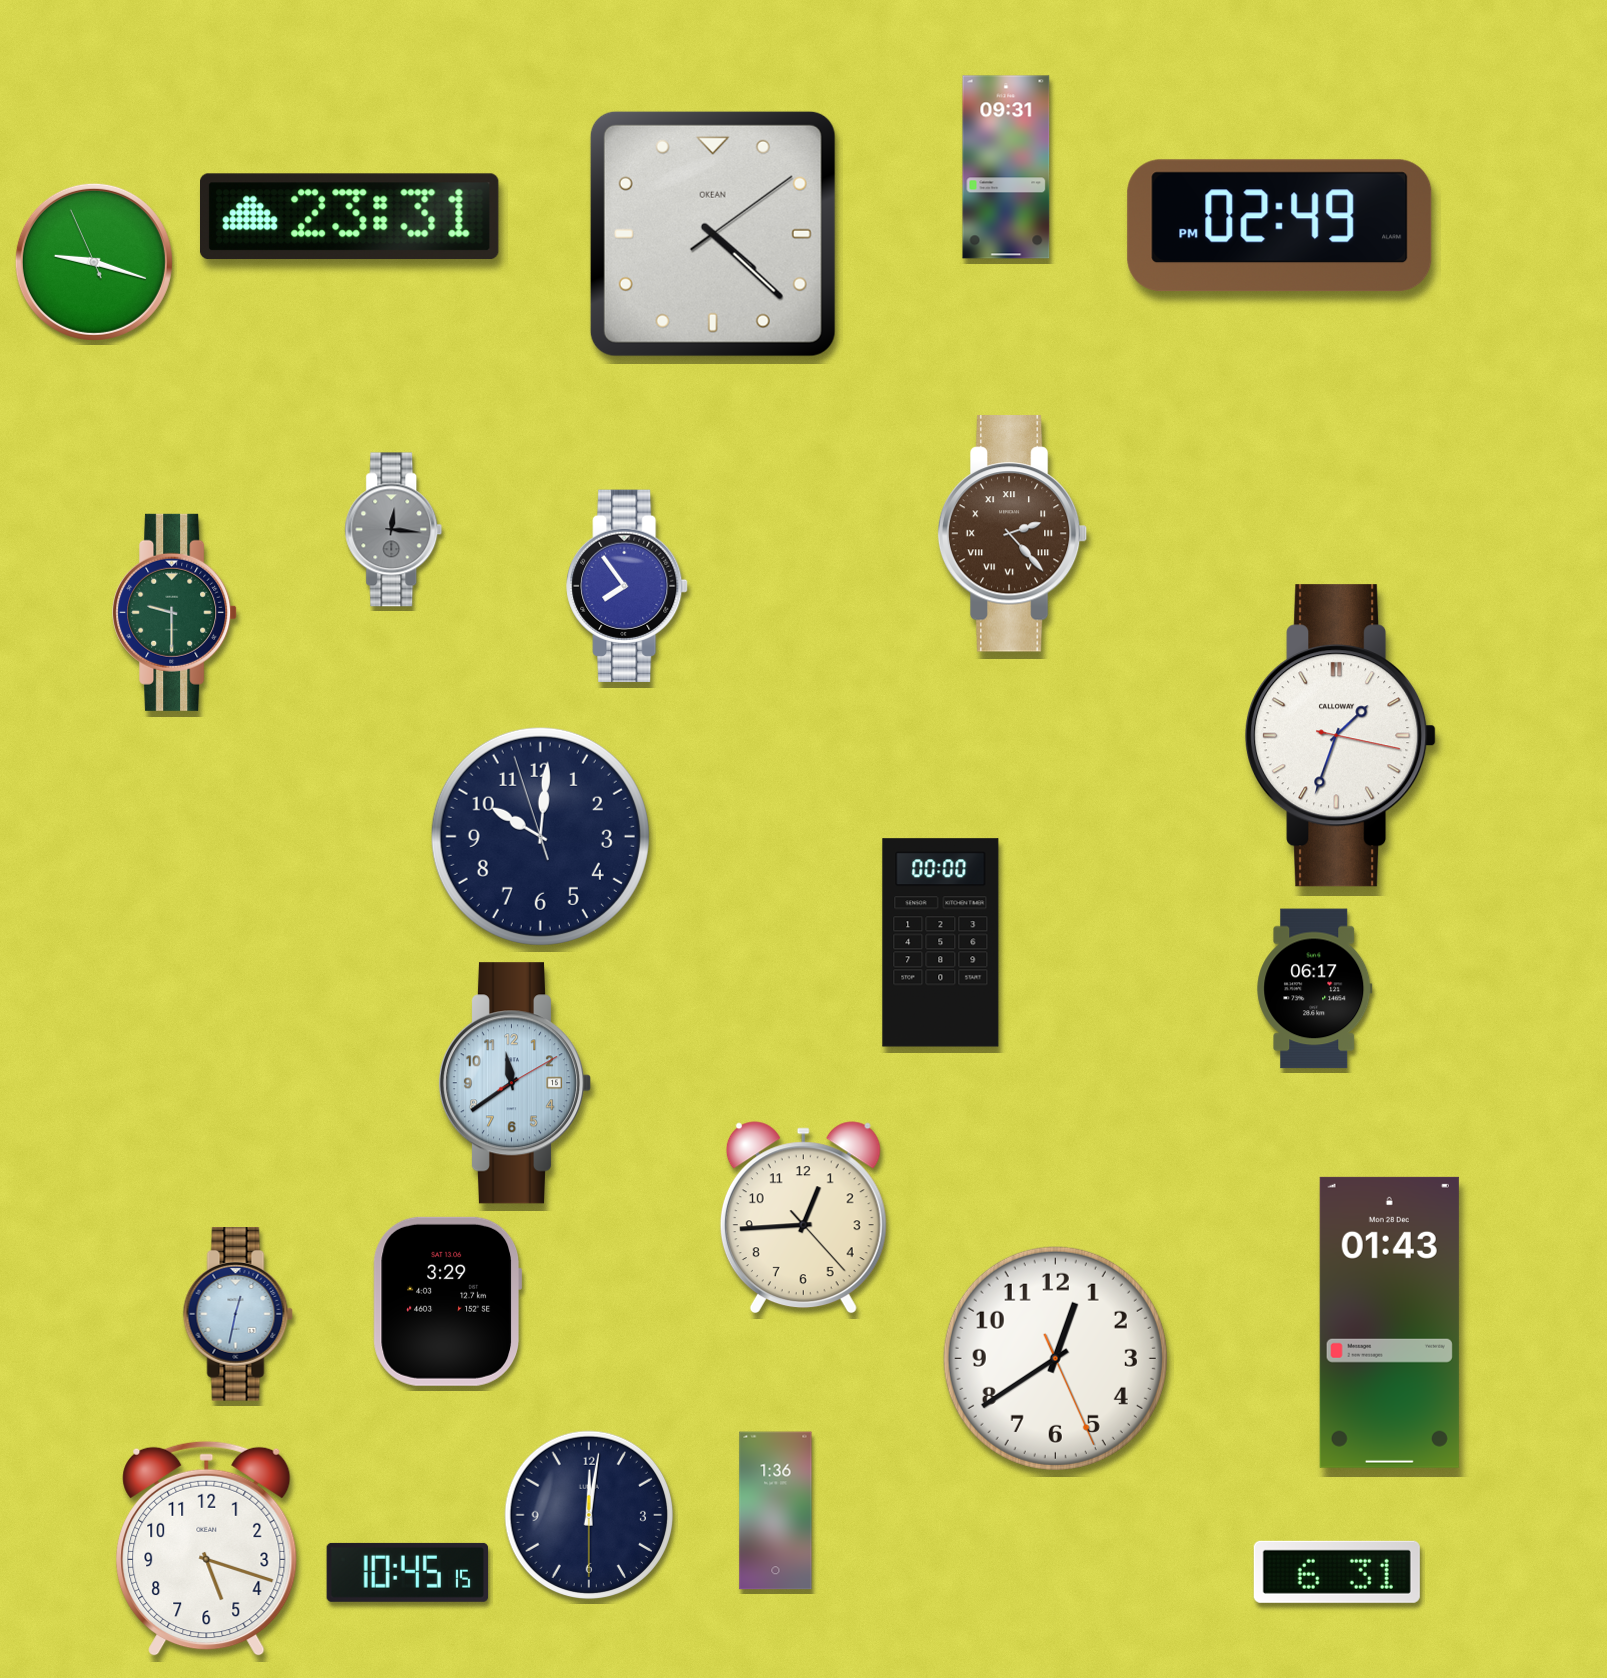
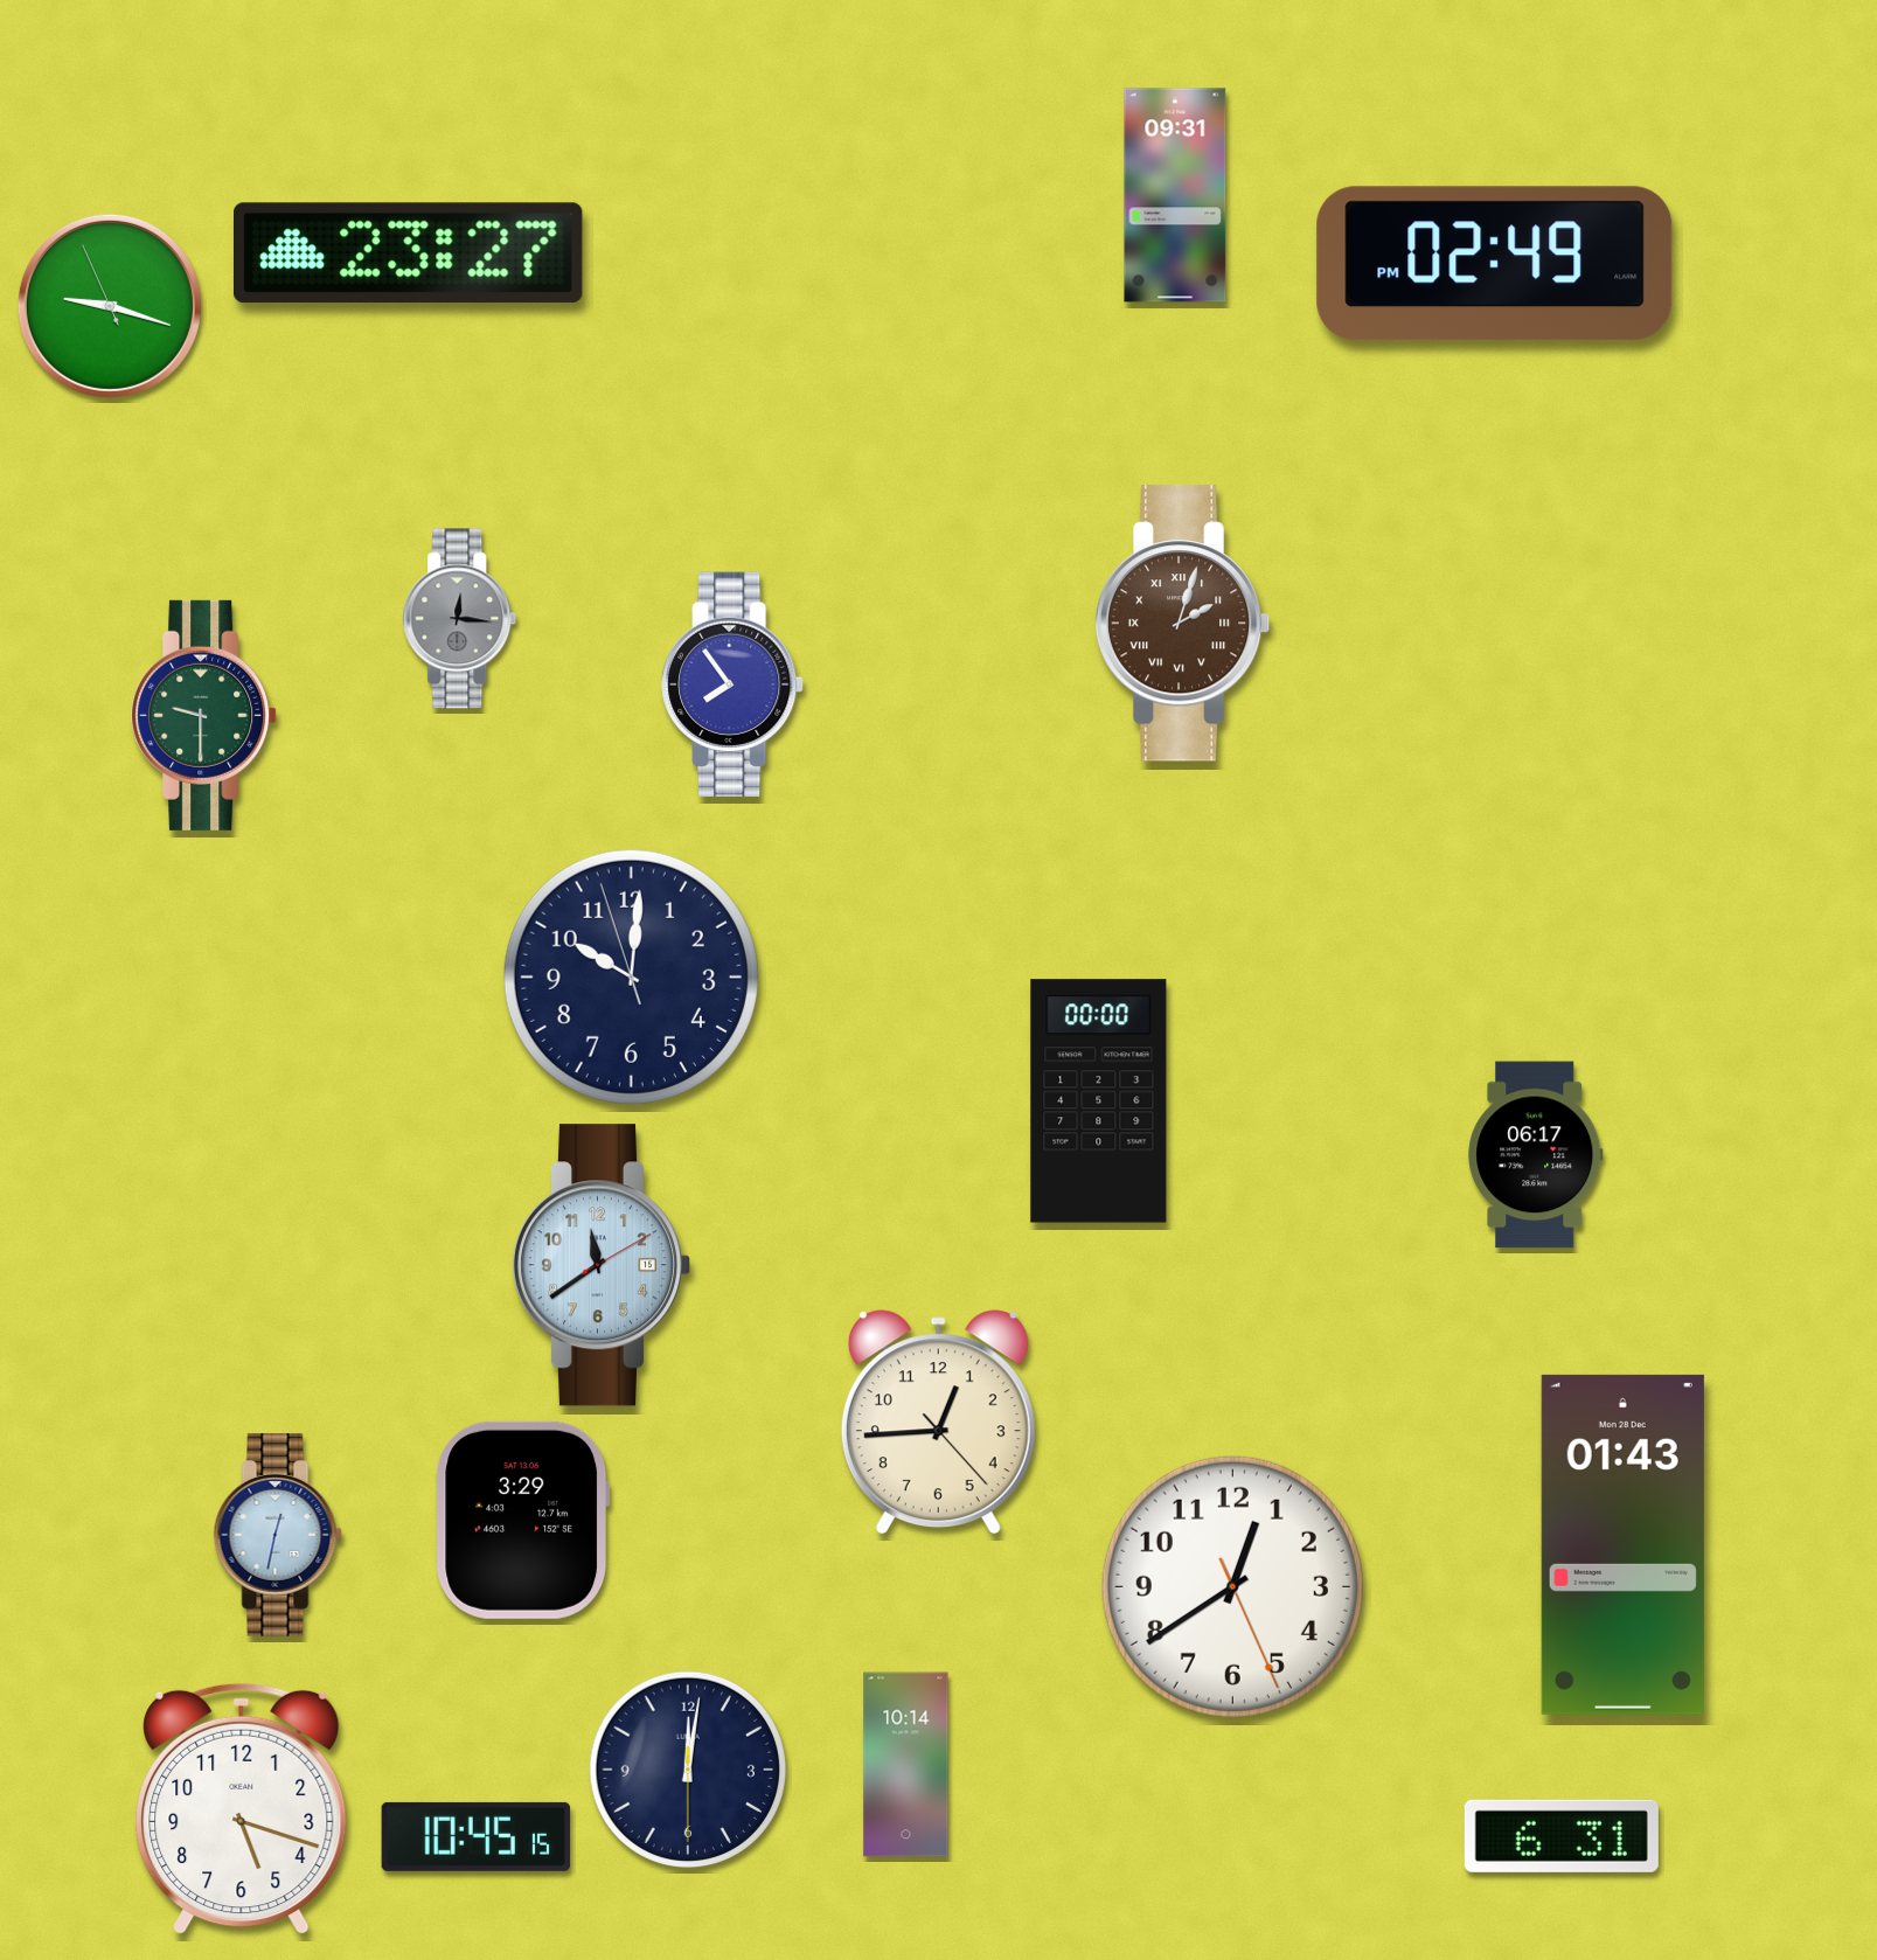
clock at (350, 217): 23:31 -> 23:27
clock at (713, 234): 4:22 -> none
clock at (1013, 534): 2:23 -> 2:03
clock at (1341, 736): 1:33 -> none
clock at (776, 1511): 1:36 -> 10:14
